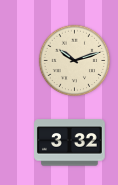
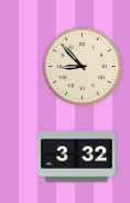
clock at (75, 61): 10:12 -> 8:53
